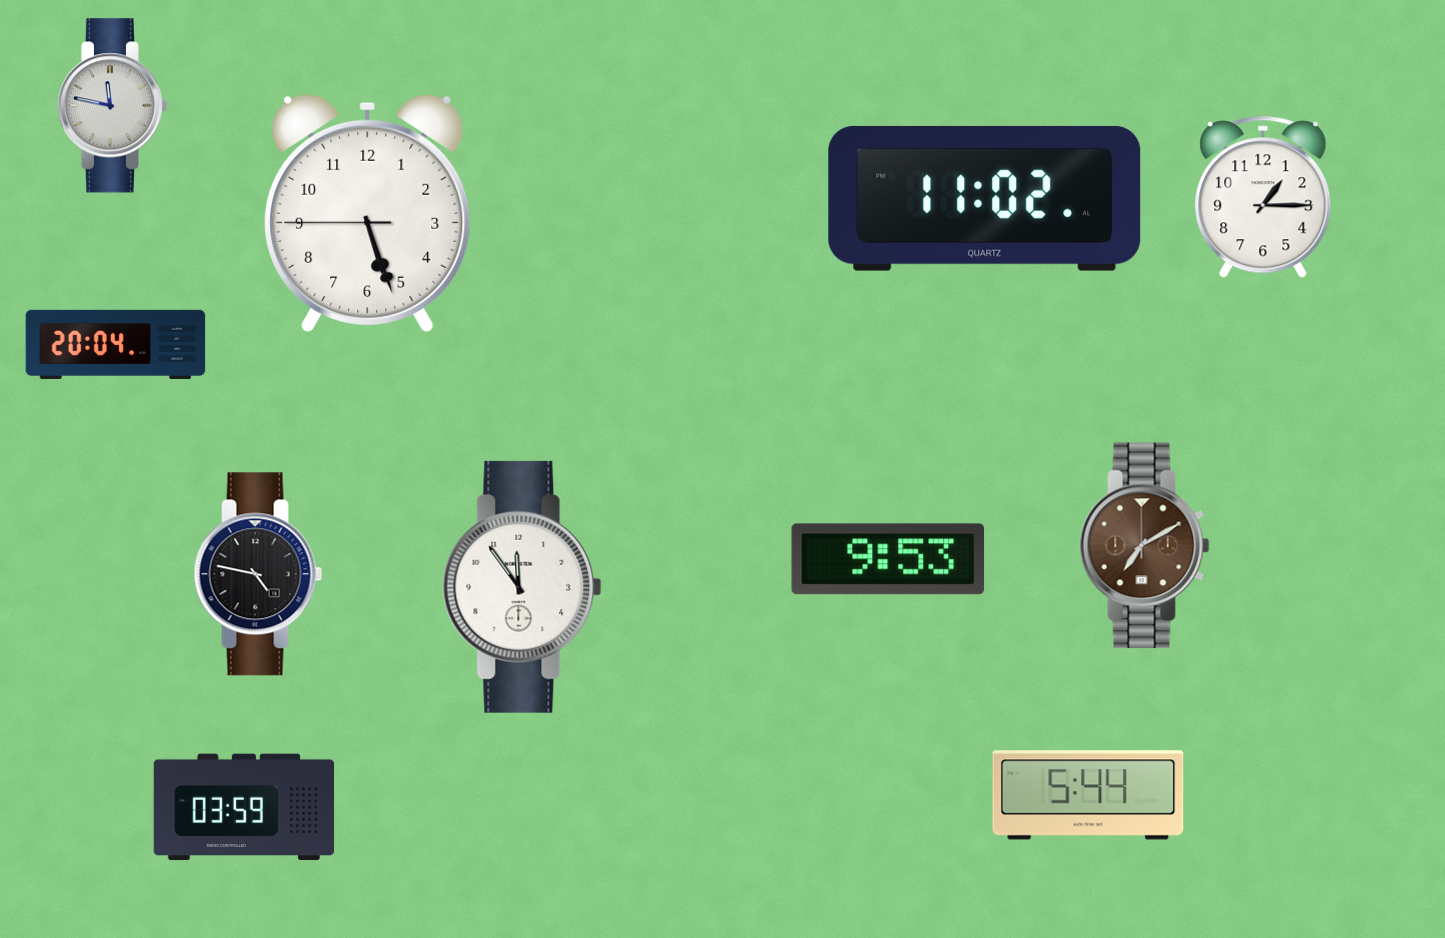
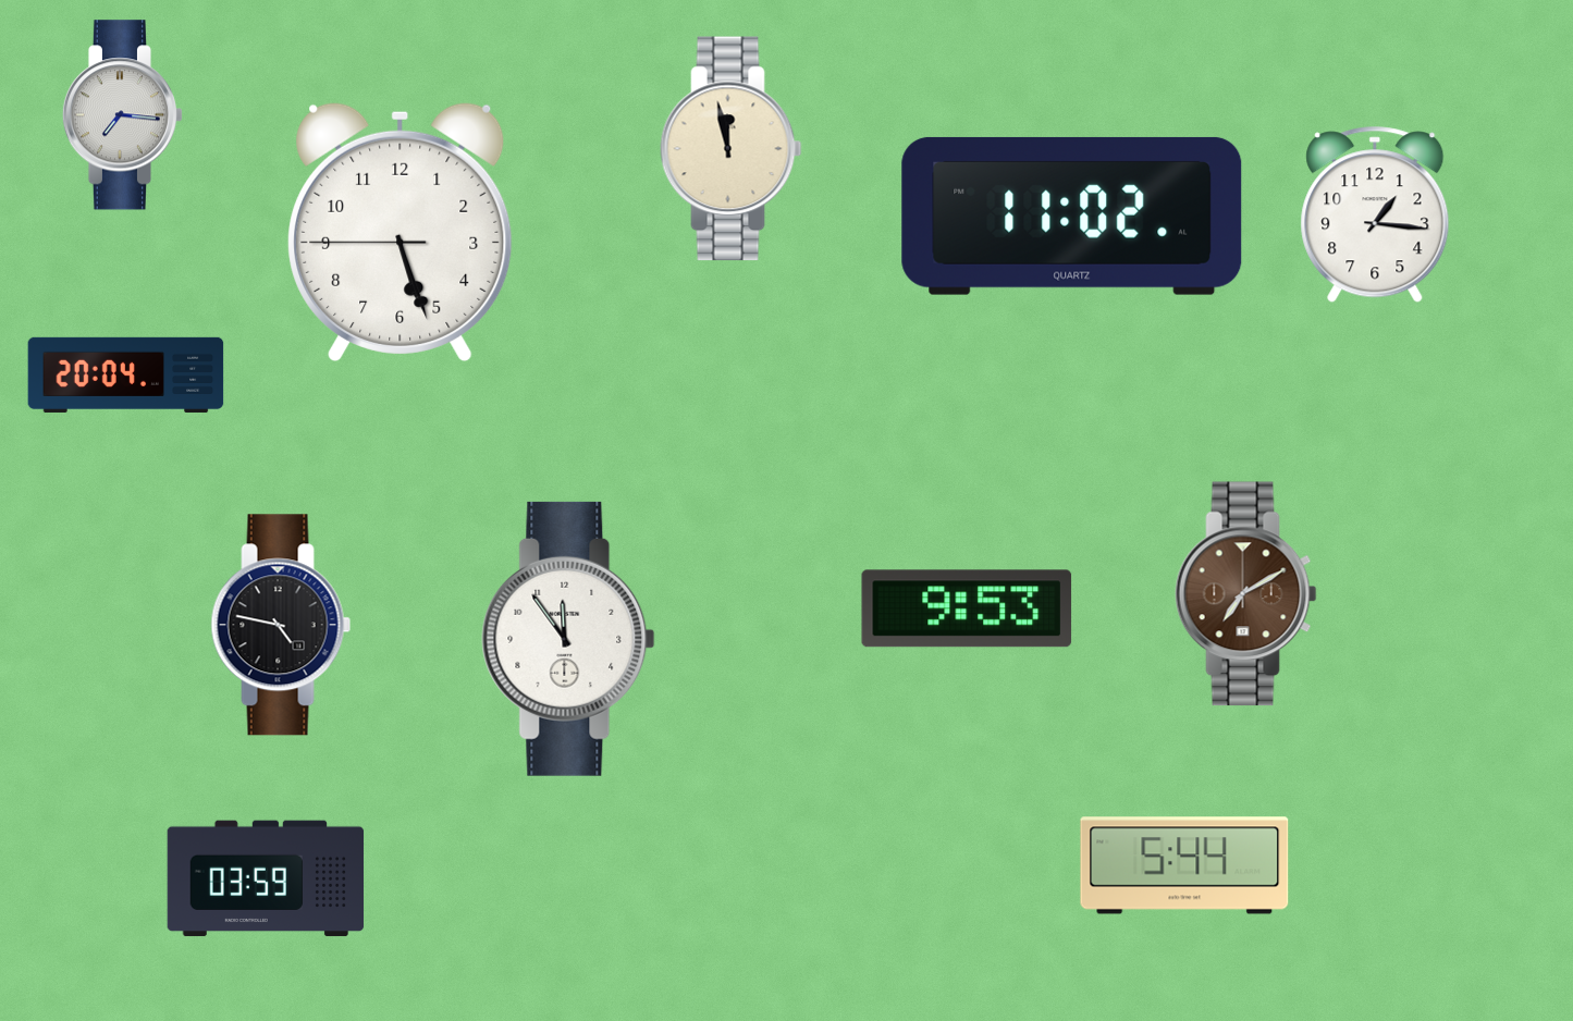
clock at (113, 106): 11:47 -> 7:16
clock at (732, 149): none -> 11:58
clock at (1263, 197): 1:15 -> 1:16
